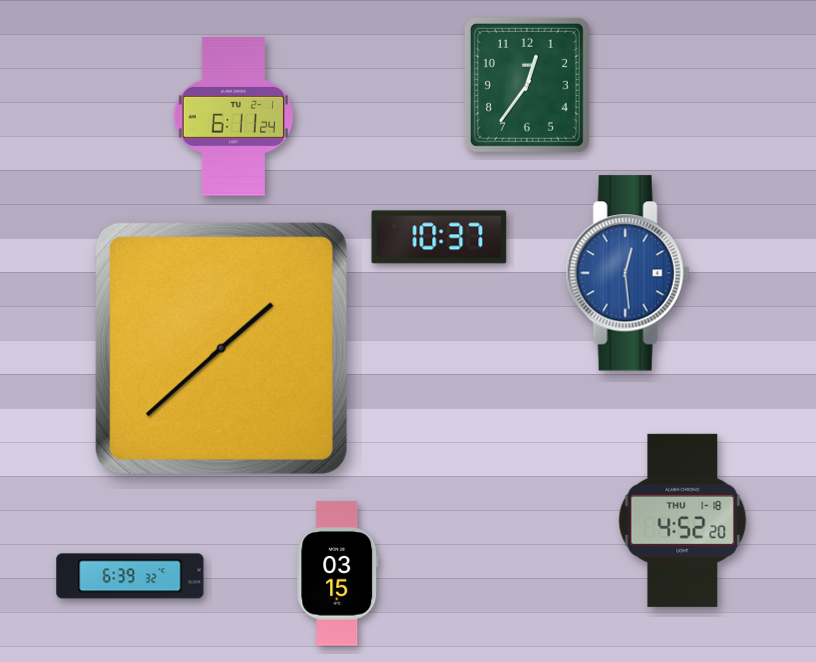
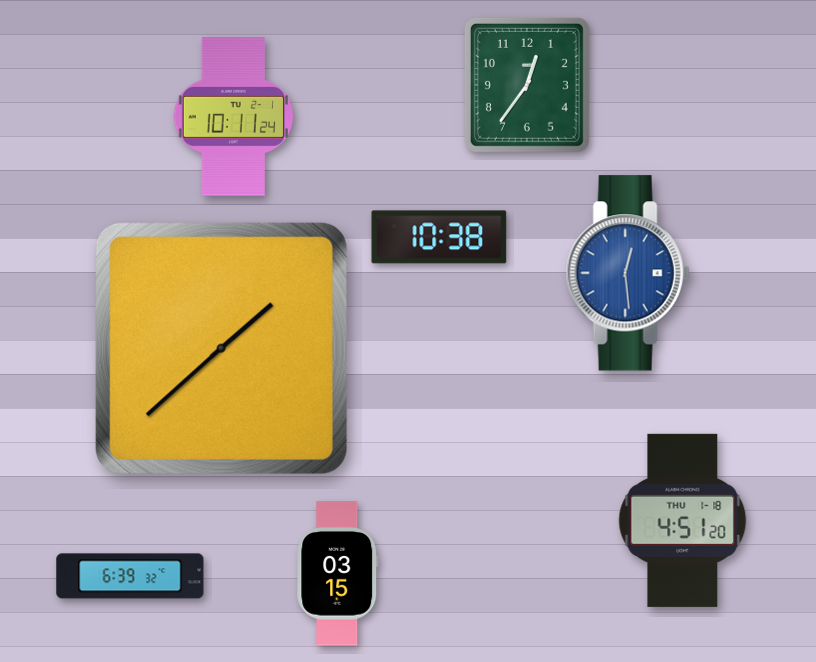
clock at (233, 116): 6:11 -> 10:11
clock at (439, 237): 10:37 -> 10:38
clock at (683, 520): 4:52 -> 4:51
